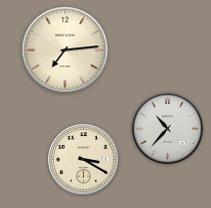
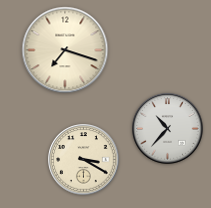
clock at (65, 50): 7:14 -> 7:18
